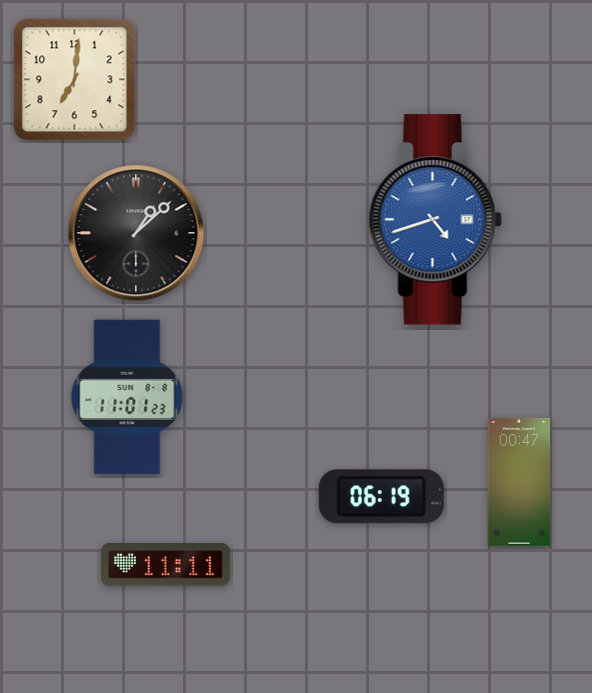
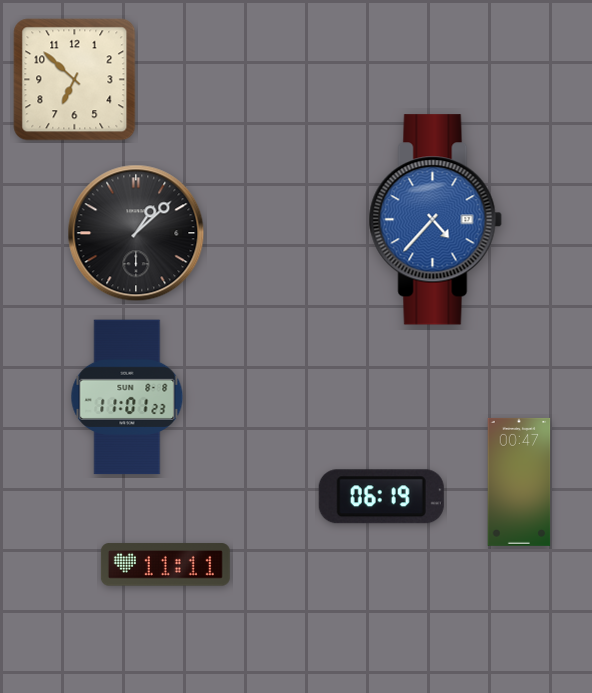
clock at (75, 80): 7:01 -> 6:52
clock at (435, 220): 4:42 -> 4:37
